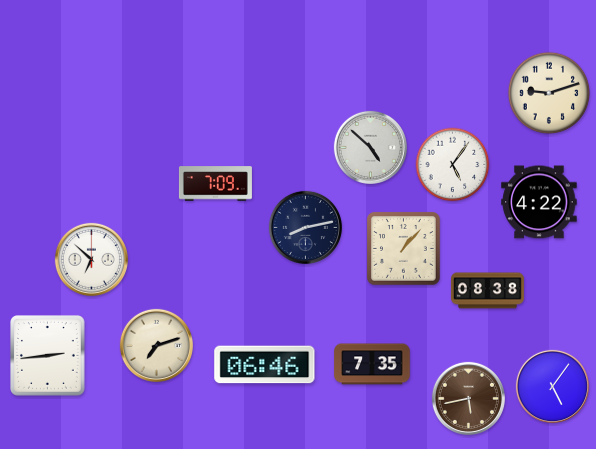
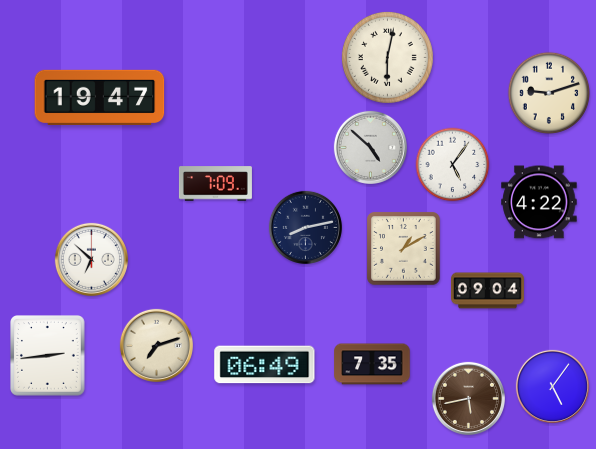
clock at (387, 57): none -> 6:02
clock at (100, 97): none -> 19:47
clock at (404, 249): 1:07 -> 1:10
clock at (487, 291): 08:38 -> 09:04
clock at (265, 365): 06:46 -> 06:49
